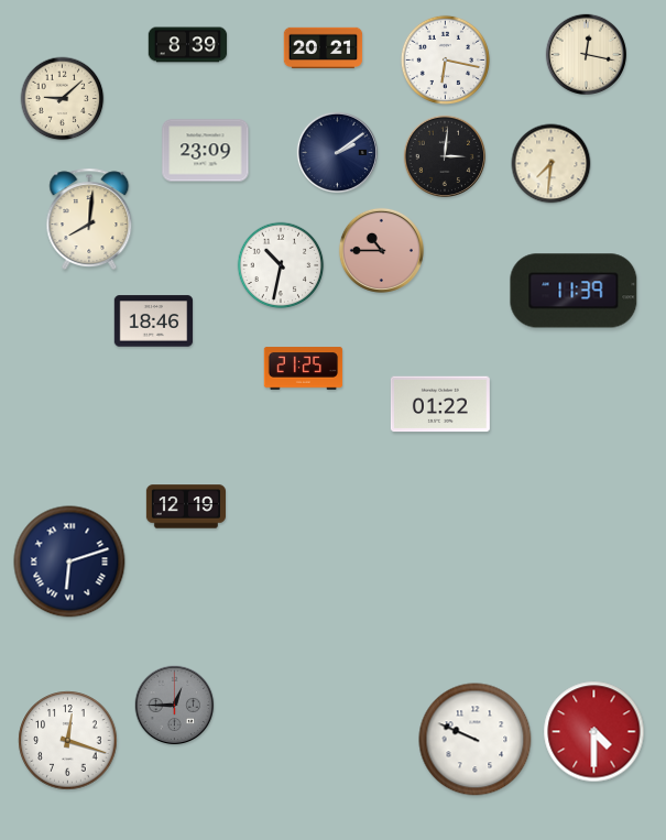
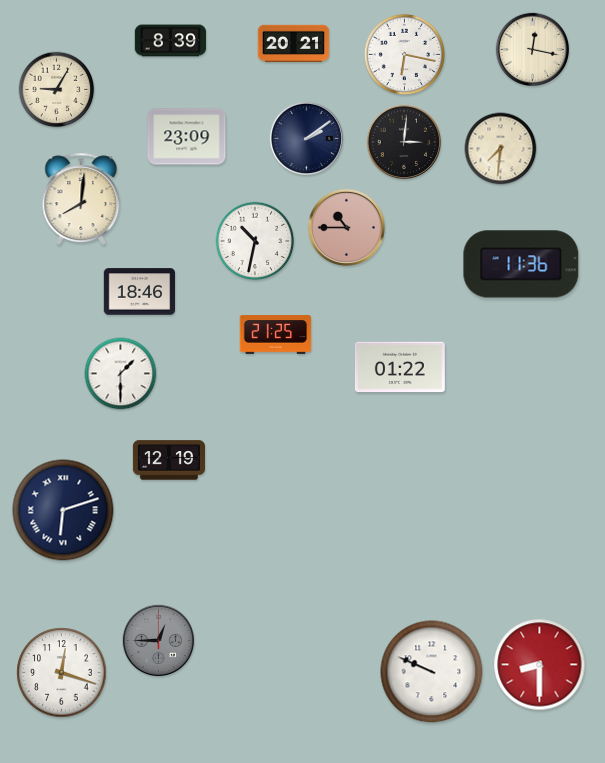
clock at (63, 99): 9:08 -> 9:05
clock at (574, 291): 11:39 -> 11:36
clock at (121, 374): none -> 1:30
clock at (594, 732): 4:30 -> 8:30
